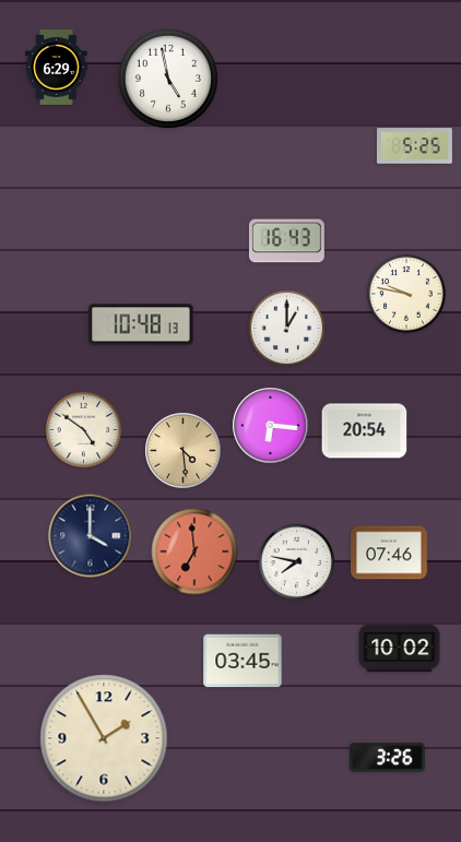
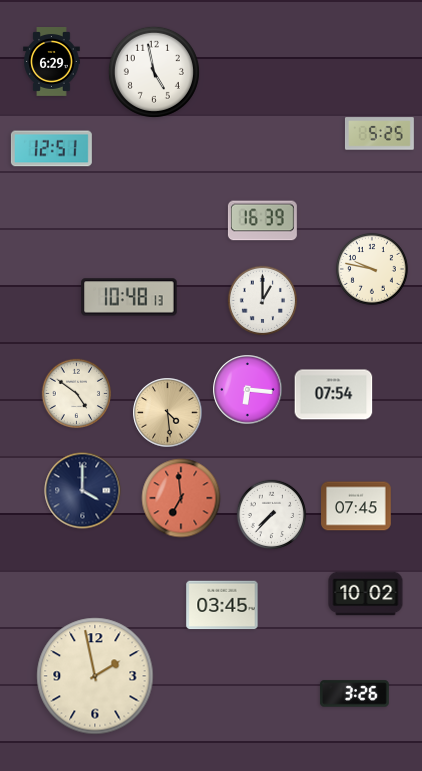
clock at (51, 149): none -> 12:51
clock at (286, 241): 16:43 -> 16:39
clock at (365, 431): 20:54 -> 07:54
clock at (194, 552) position: (194, 552) -> (181, 498)
clock at (389, 553): 07:46 -> 07:45
clock at (297, 562): 7:47 -> 7:37
clock at (104, 738): 1:55 -> 1:58
